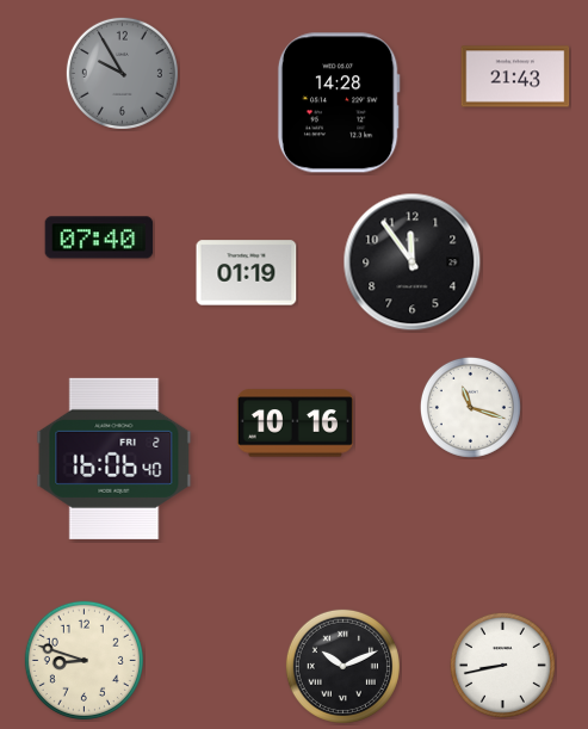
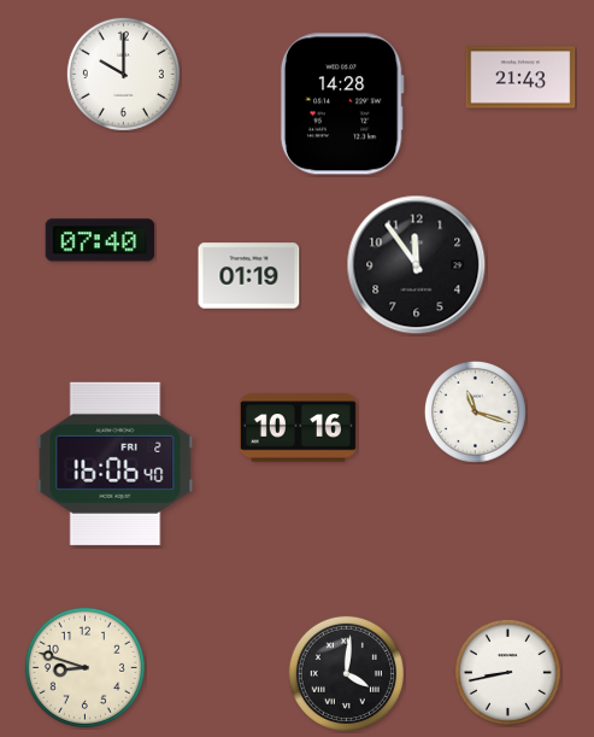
clock at (122, 73): 9:55 -> 10:00
clock at (122, 73) dial: grey -> white
clock at (342, 666): 10:11 -> 4:01
